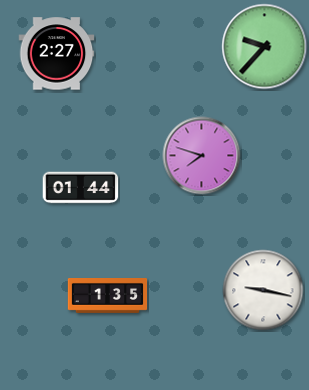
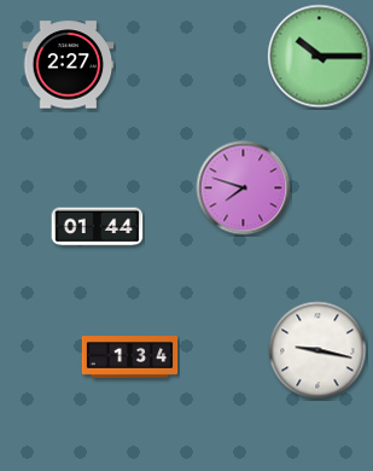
clock at (265, 47): 9:37 -> 10:15
clock at (108, 296): 1:35 -> 1:34
